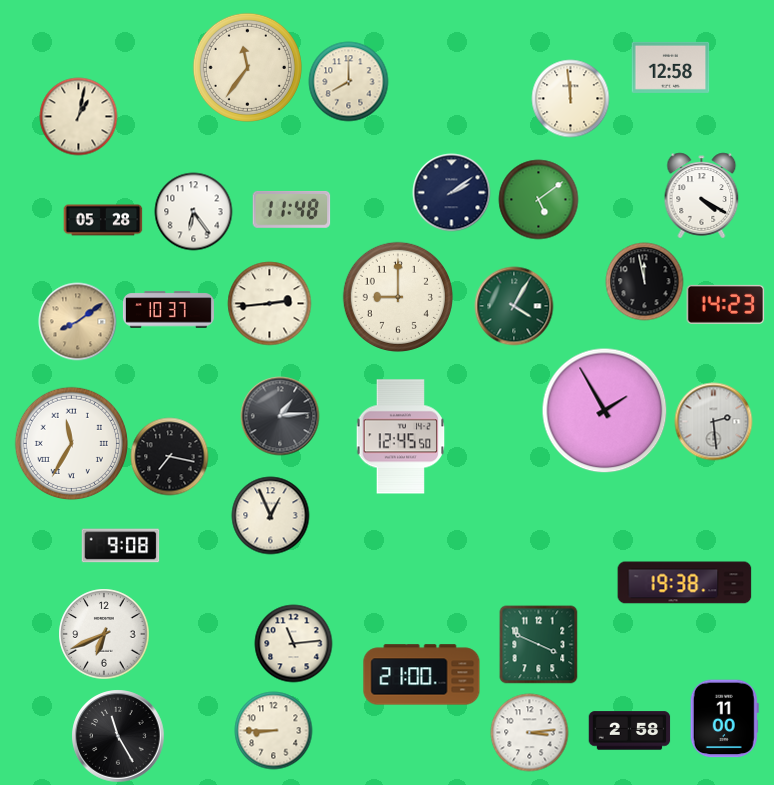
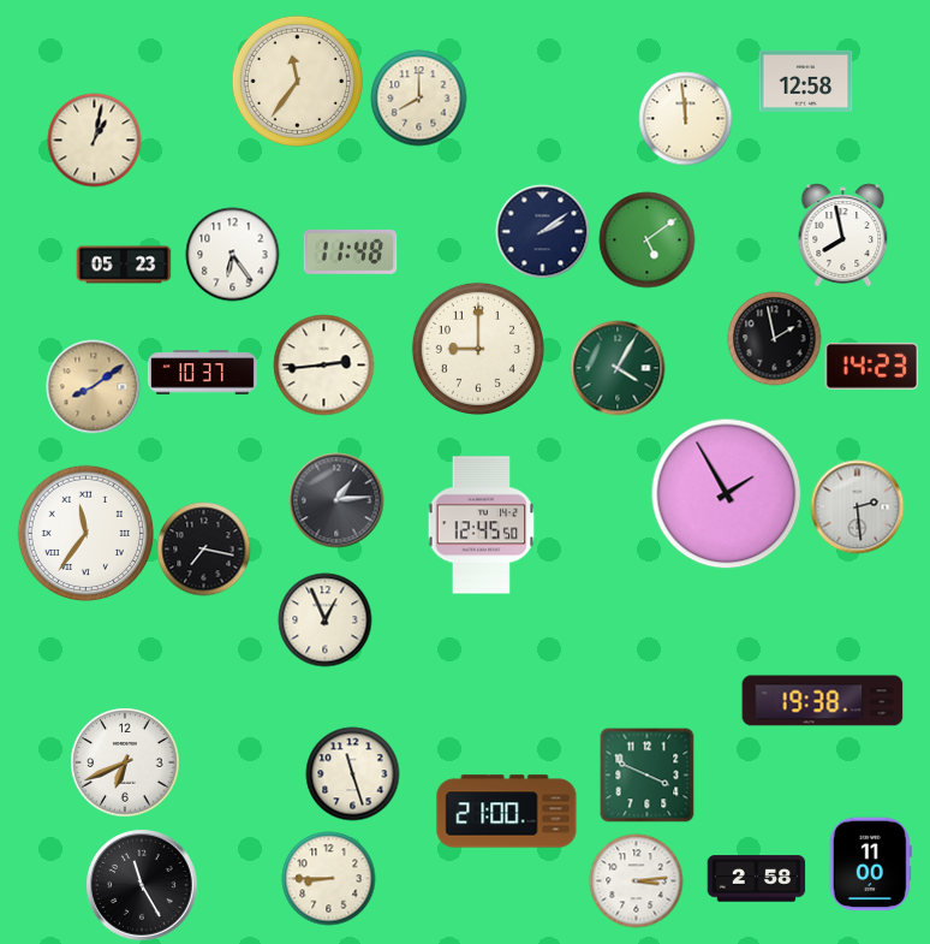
clock at (702, 195): 4:20 -> 7:58
clock at (103, 220): 05:28 -> 05:23
clock at (644, 281): 11:58 -> 1:58
clock at (398, 297) position: (398, 297) -> (478, 349)
clock at (71, 443): 11:35 -> 11:36
clock at (120, 546): 9:08 -> none
clock at (293, 643): 11:14 -> 11:27
